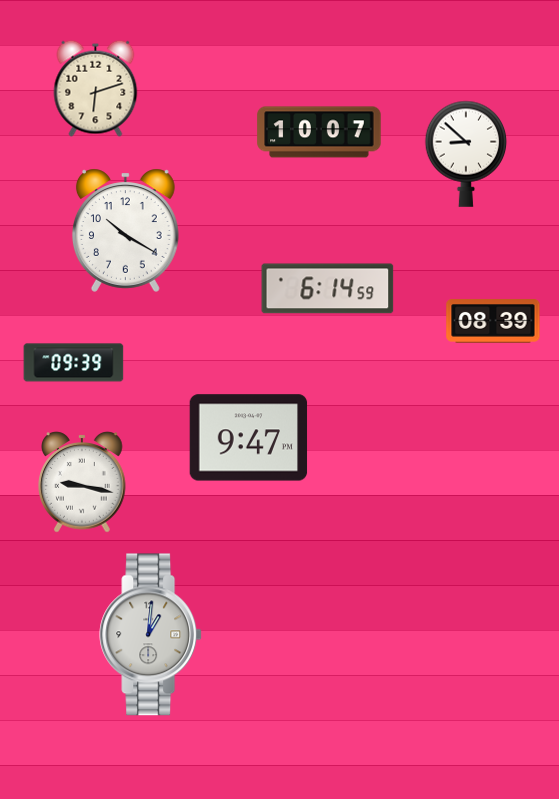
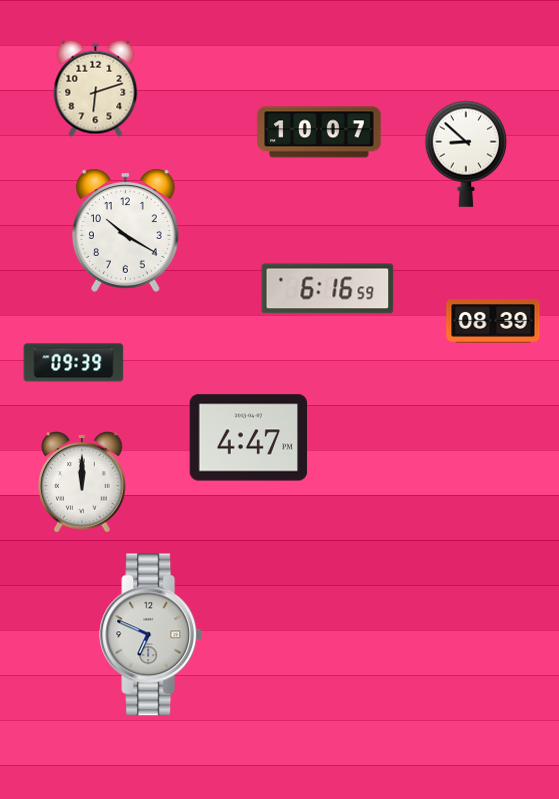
clock at (328, 289): 6:14 -> 6:16
clock at (249, 438): 9:47 -> 4:47
clock at (82, 482): 9:17 -> 12:00
clock at (151, 635): 1:01 -> 6:49
